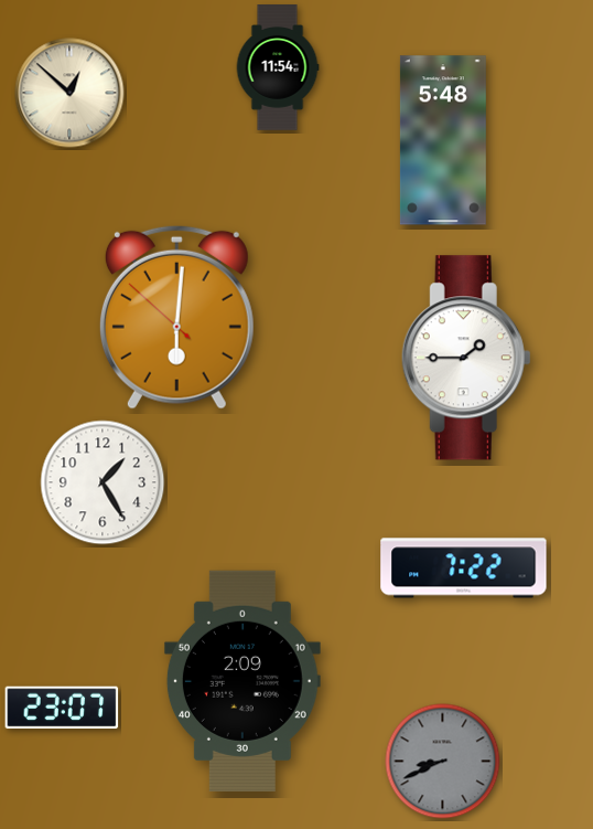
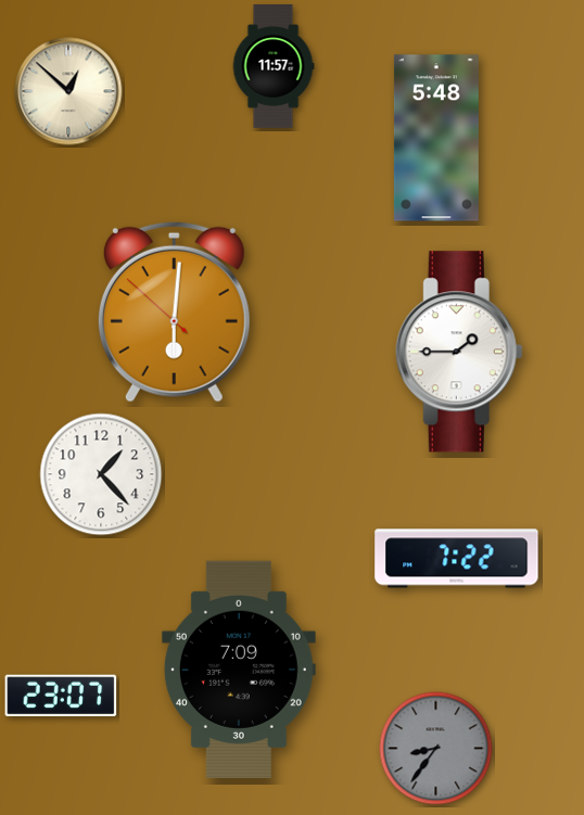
clock at (278, 67): 11:54 -> 11:57
clock at (103, 482): 1:25 -> 1:23
clock at (242, 681): 2:09 -> 7:09
clock at (443, 762): 8:41 -> 8:36
